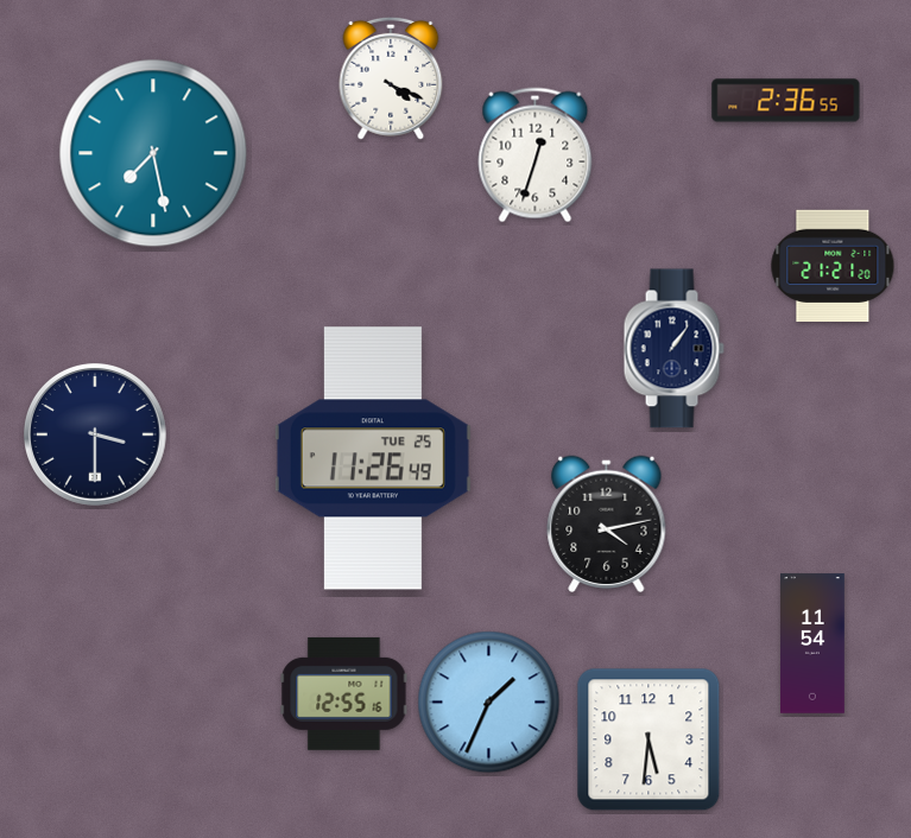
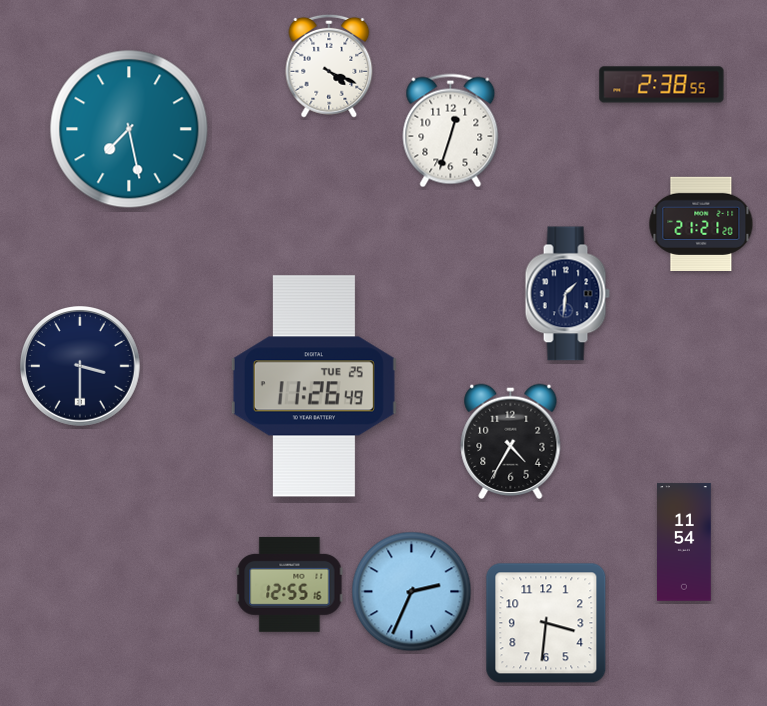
clock at (786, 101): 2:36 -> 2:38
clock at (673, 349): 1:06 -> 1:31
clock at (607, 523): 4:13 -> 4:35
clock at (489, 703): 1:34 -> 2:34
clock at (649, 739): 5:31 -> 3:31
